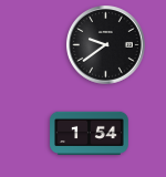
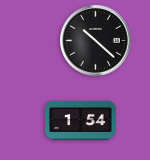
clock at (106, 45): 9:39 -> 10:22
